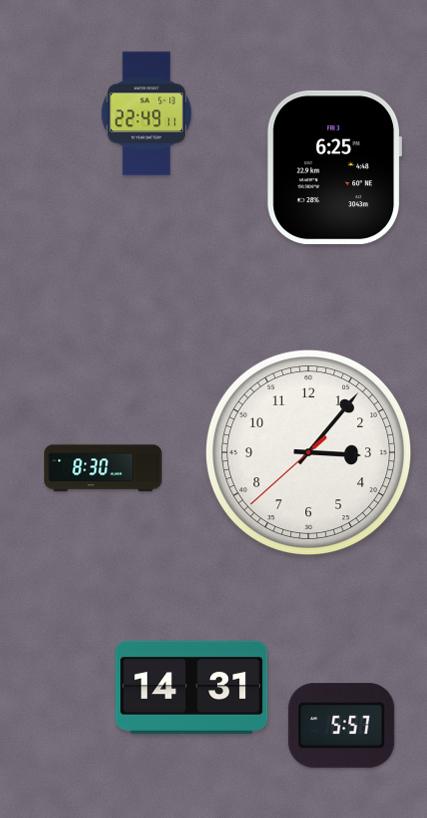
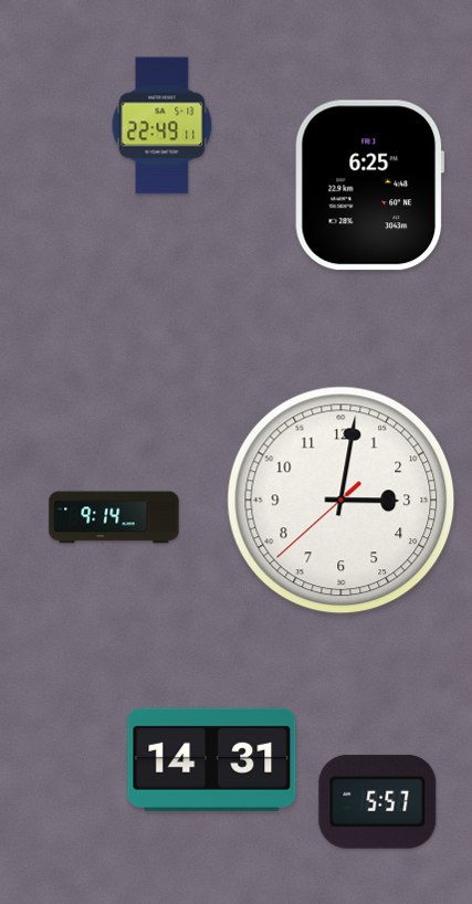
clock at (309, 453): 3:06 -> 3:01
clock at (103, 468): 8:30 -> 9:14
